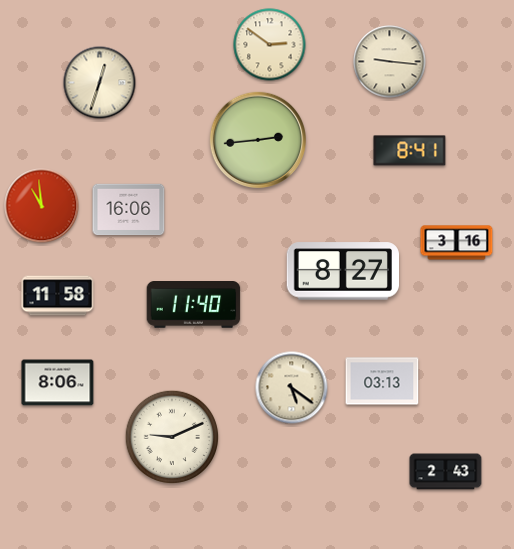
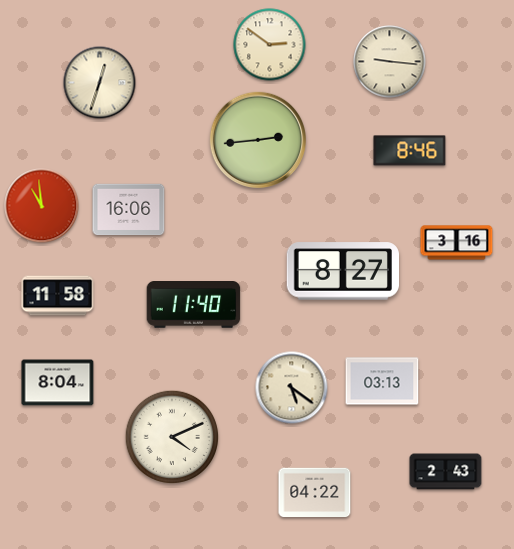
clock at (410, 151): 8:41 -> 8:46
clock at (58, 383): 8:06 -> 8:04
clock at (172, 437): 9:11 -> 4:11
clock at (315, 493): none -> 04:22
